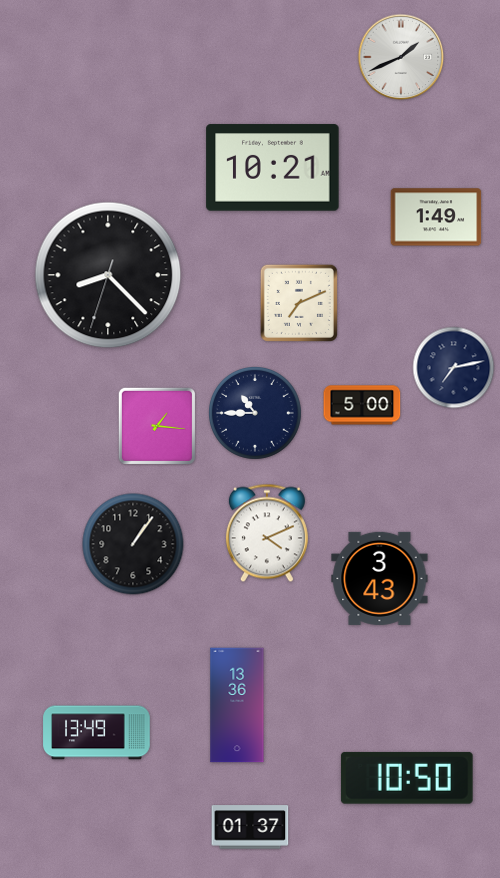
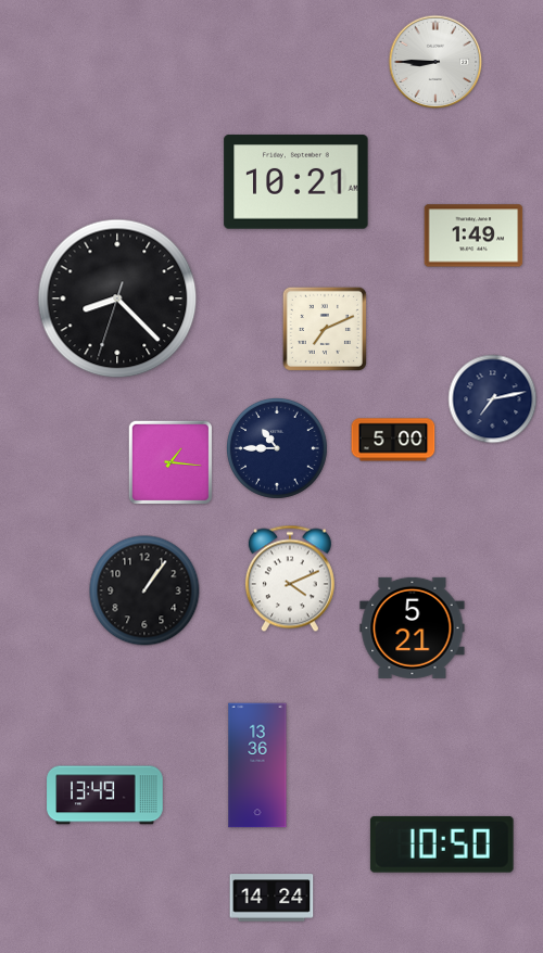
clock at (401, 57): 1:41 -> 8:45
clock at (380, 578): 3:43 -> 5:21
clock at (250, 827): 01:37 -> 14:24
